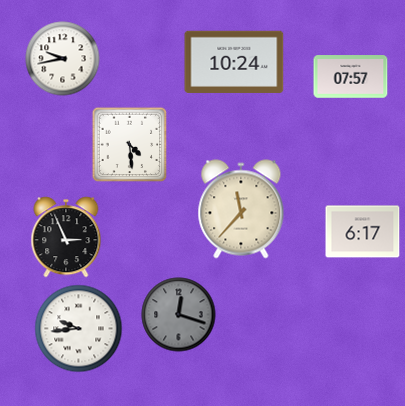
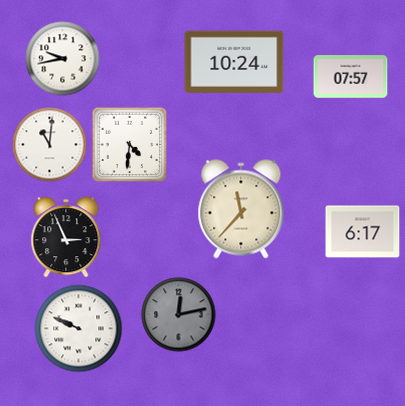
clock at (50, 145): none -> 11:01
clock at (130, 145): 4:29 -> 4:31
clock at (179, 315): 12:18 -> 12:13
clock at (79, 329): 9:44 -> 9:49
